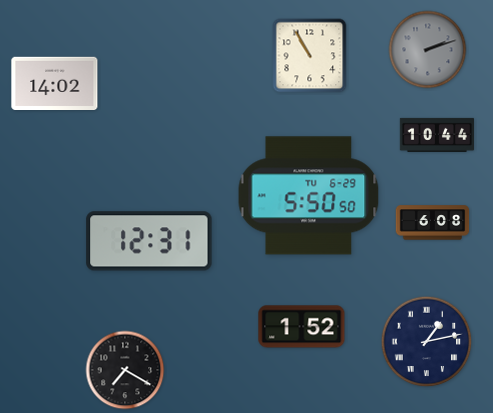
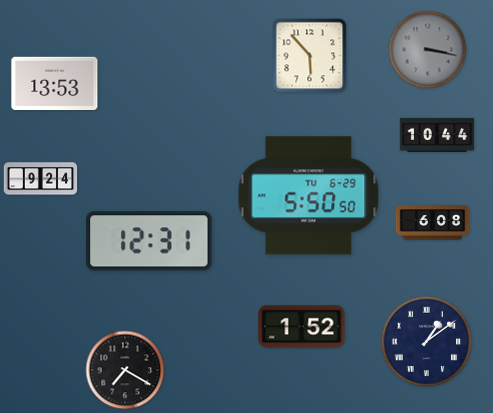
clock at (428, 50): 2:12 -> 3:17
clock at (310, 56): 10:55 -> 5:53
clock at (55, 84): 14:02 -> 13:53
clock at (41, 179): none -> 9:24
clock at (427, 342): 1:13 -> 1:09
